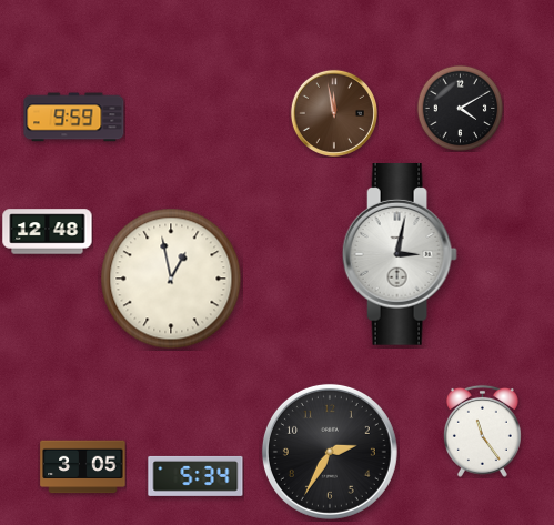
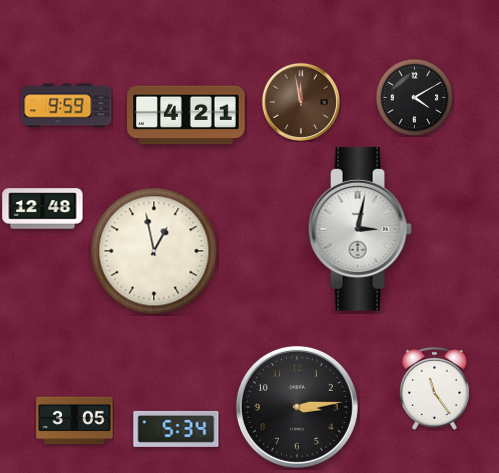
clock at (186, 115): none -> 4:21
clock at (330, 452): 2:35 -> 3:14
